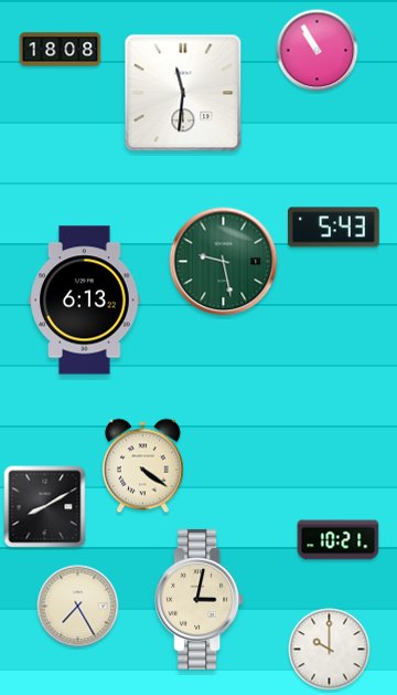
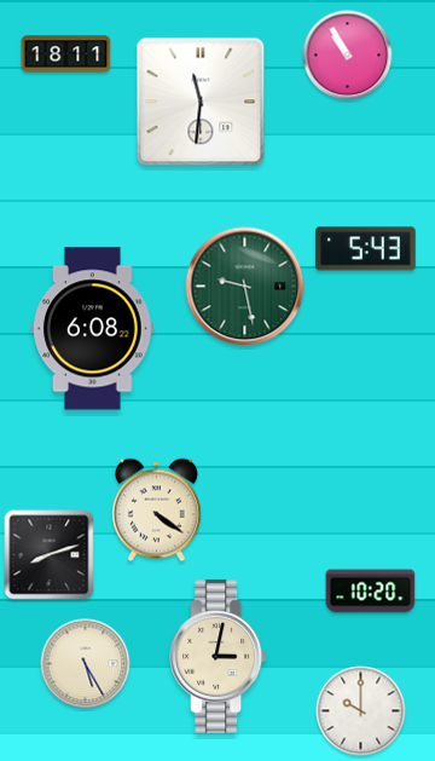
clock at (61, 50): 18:08 -> 18:11
clock at (85, 301): 6:13 -> 6:08
clock at (45, 507): 8:10 -> 8:12
clock at (339, 540): 10:21 -> 10:20
clock at (78, 607): 7:25 -> 5:25
